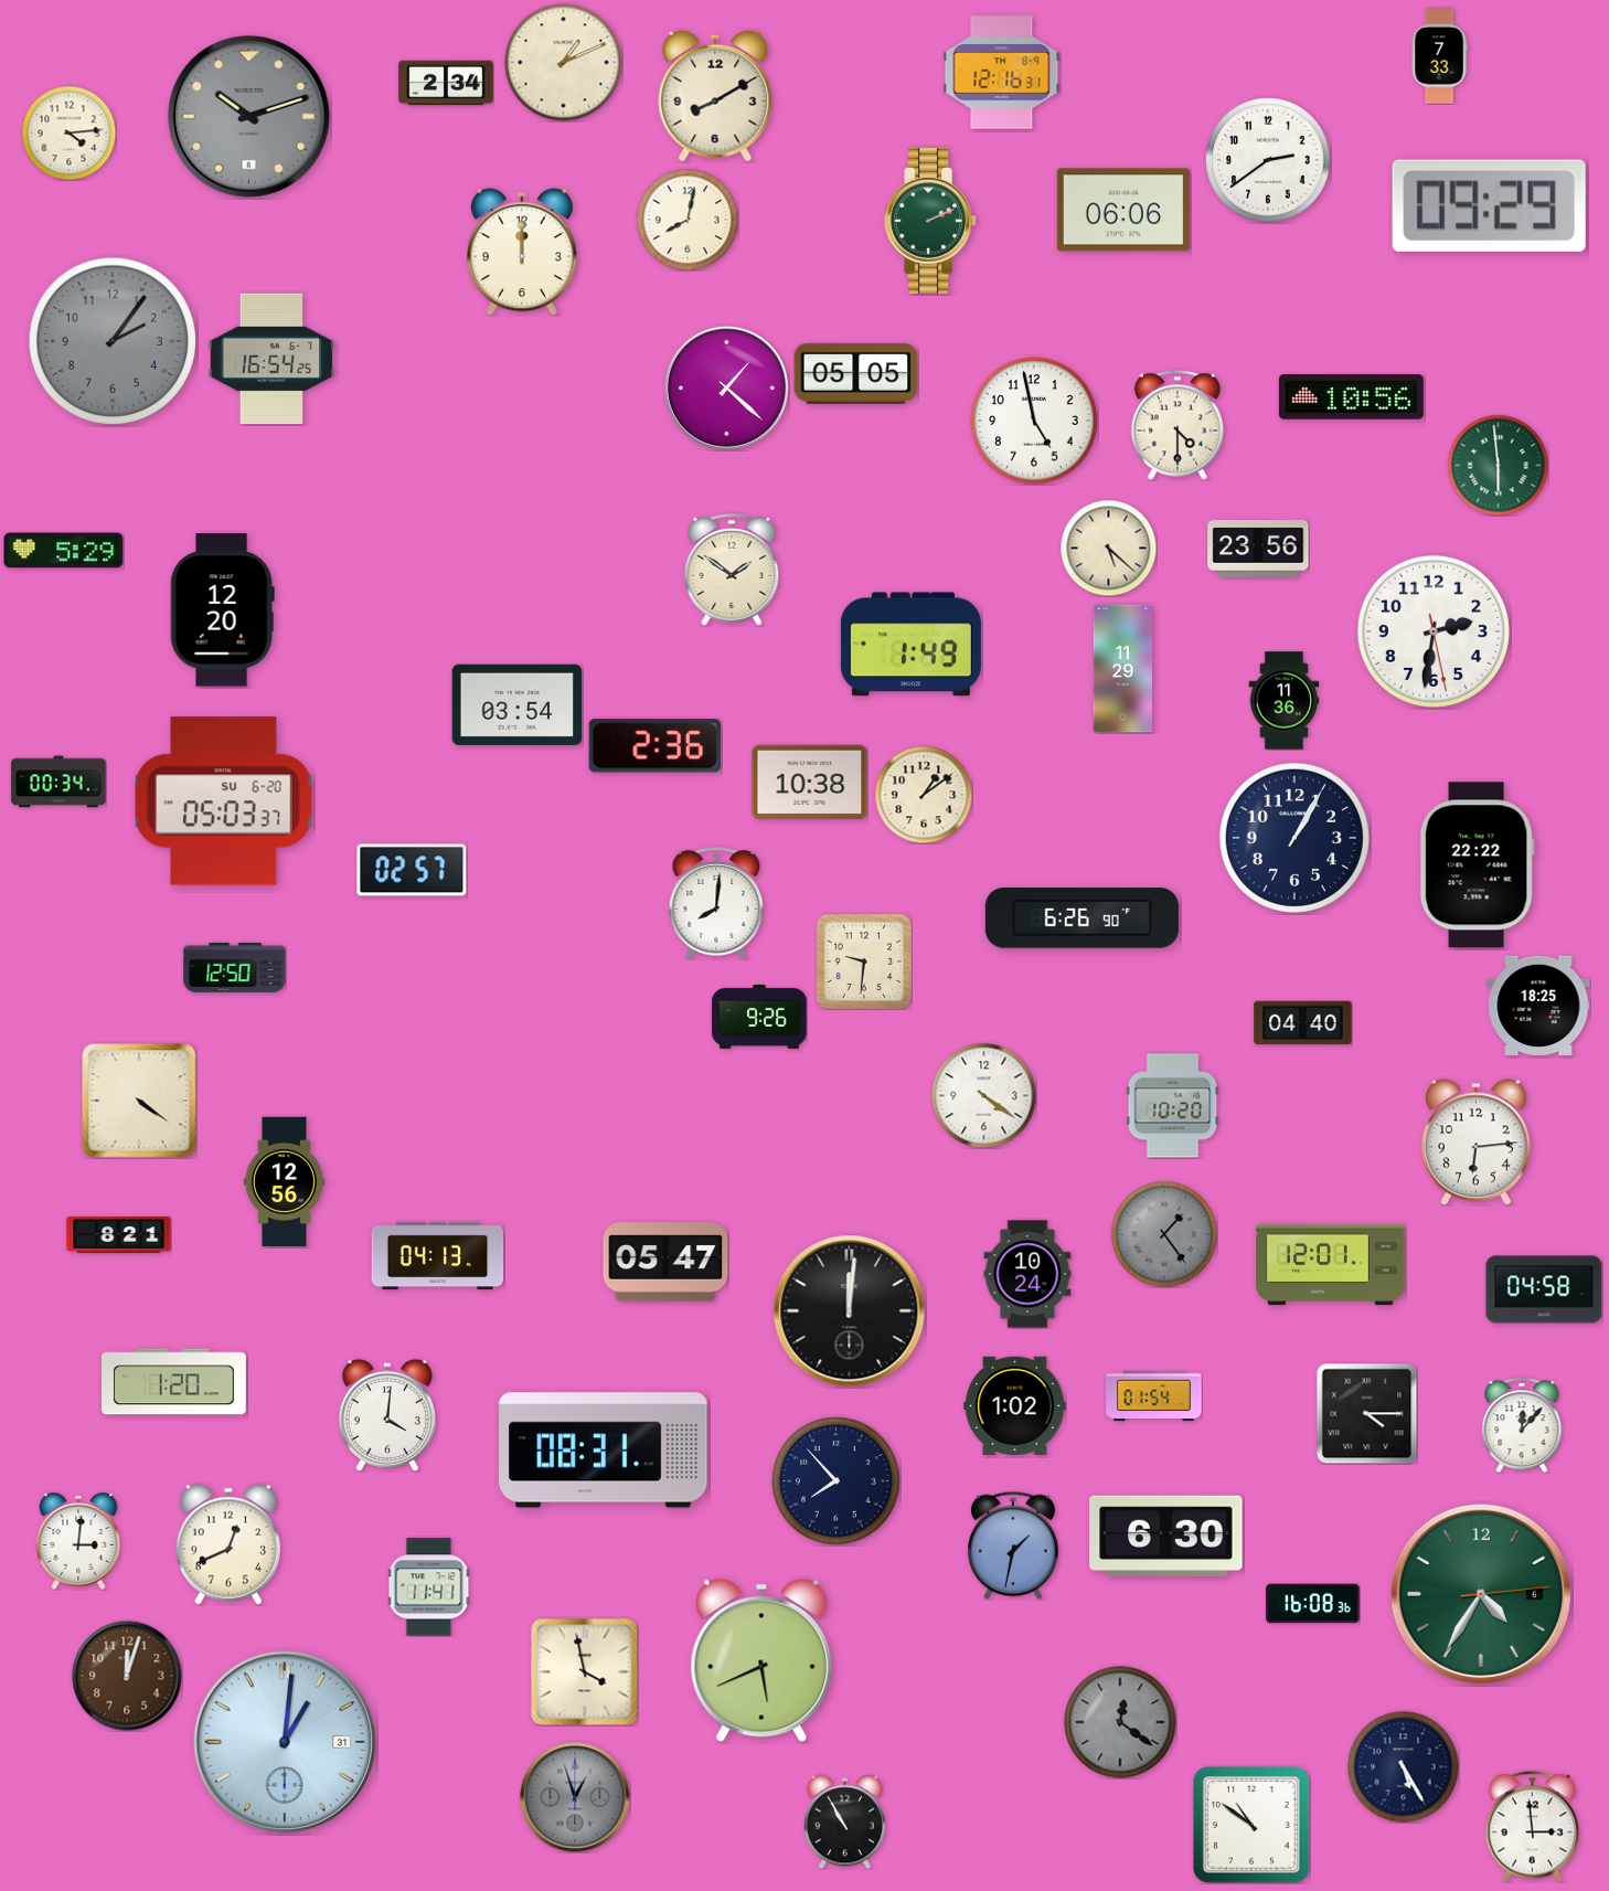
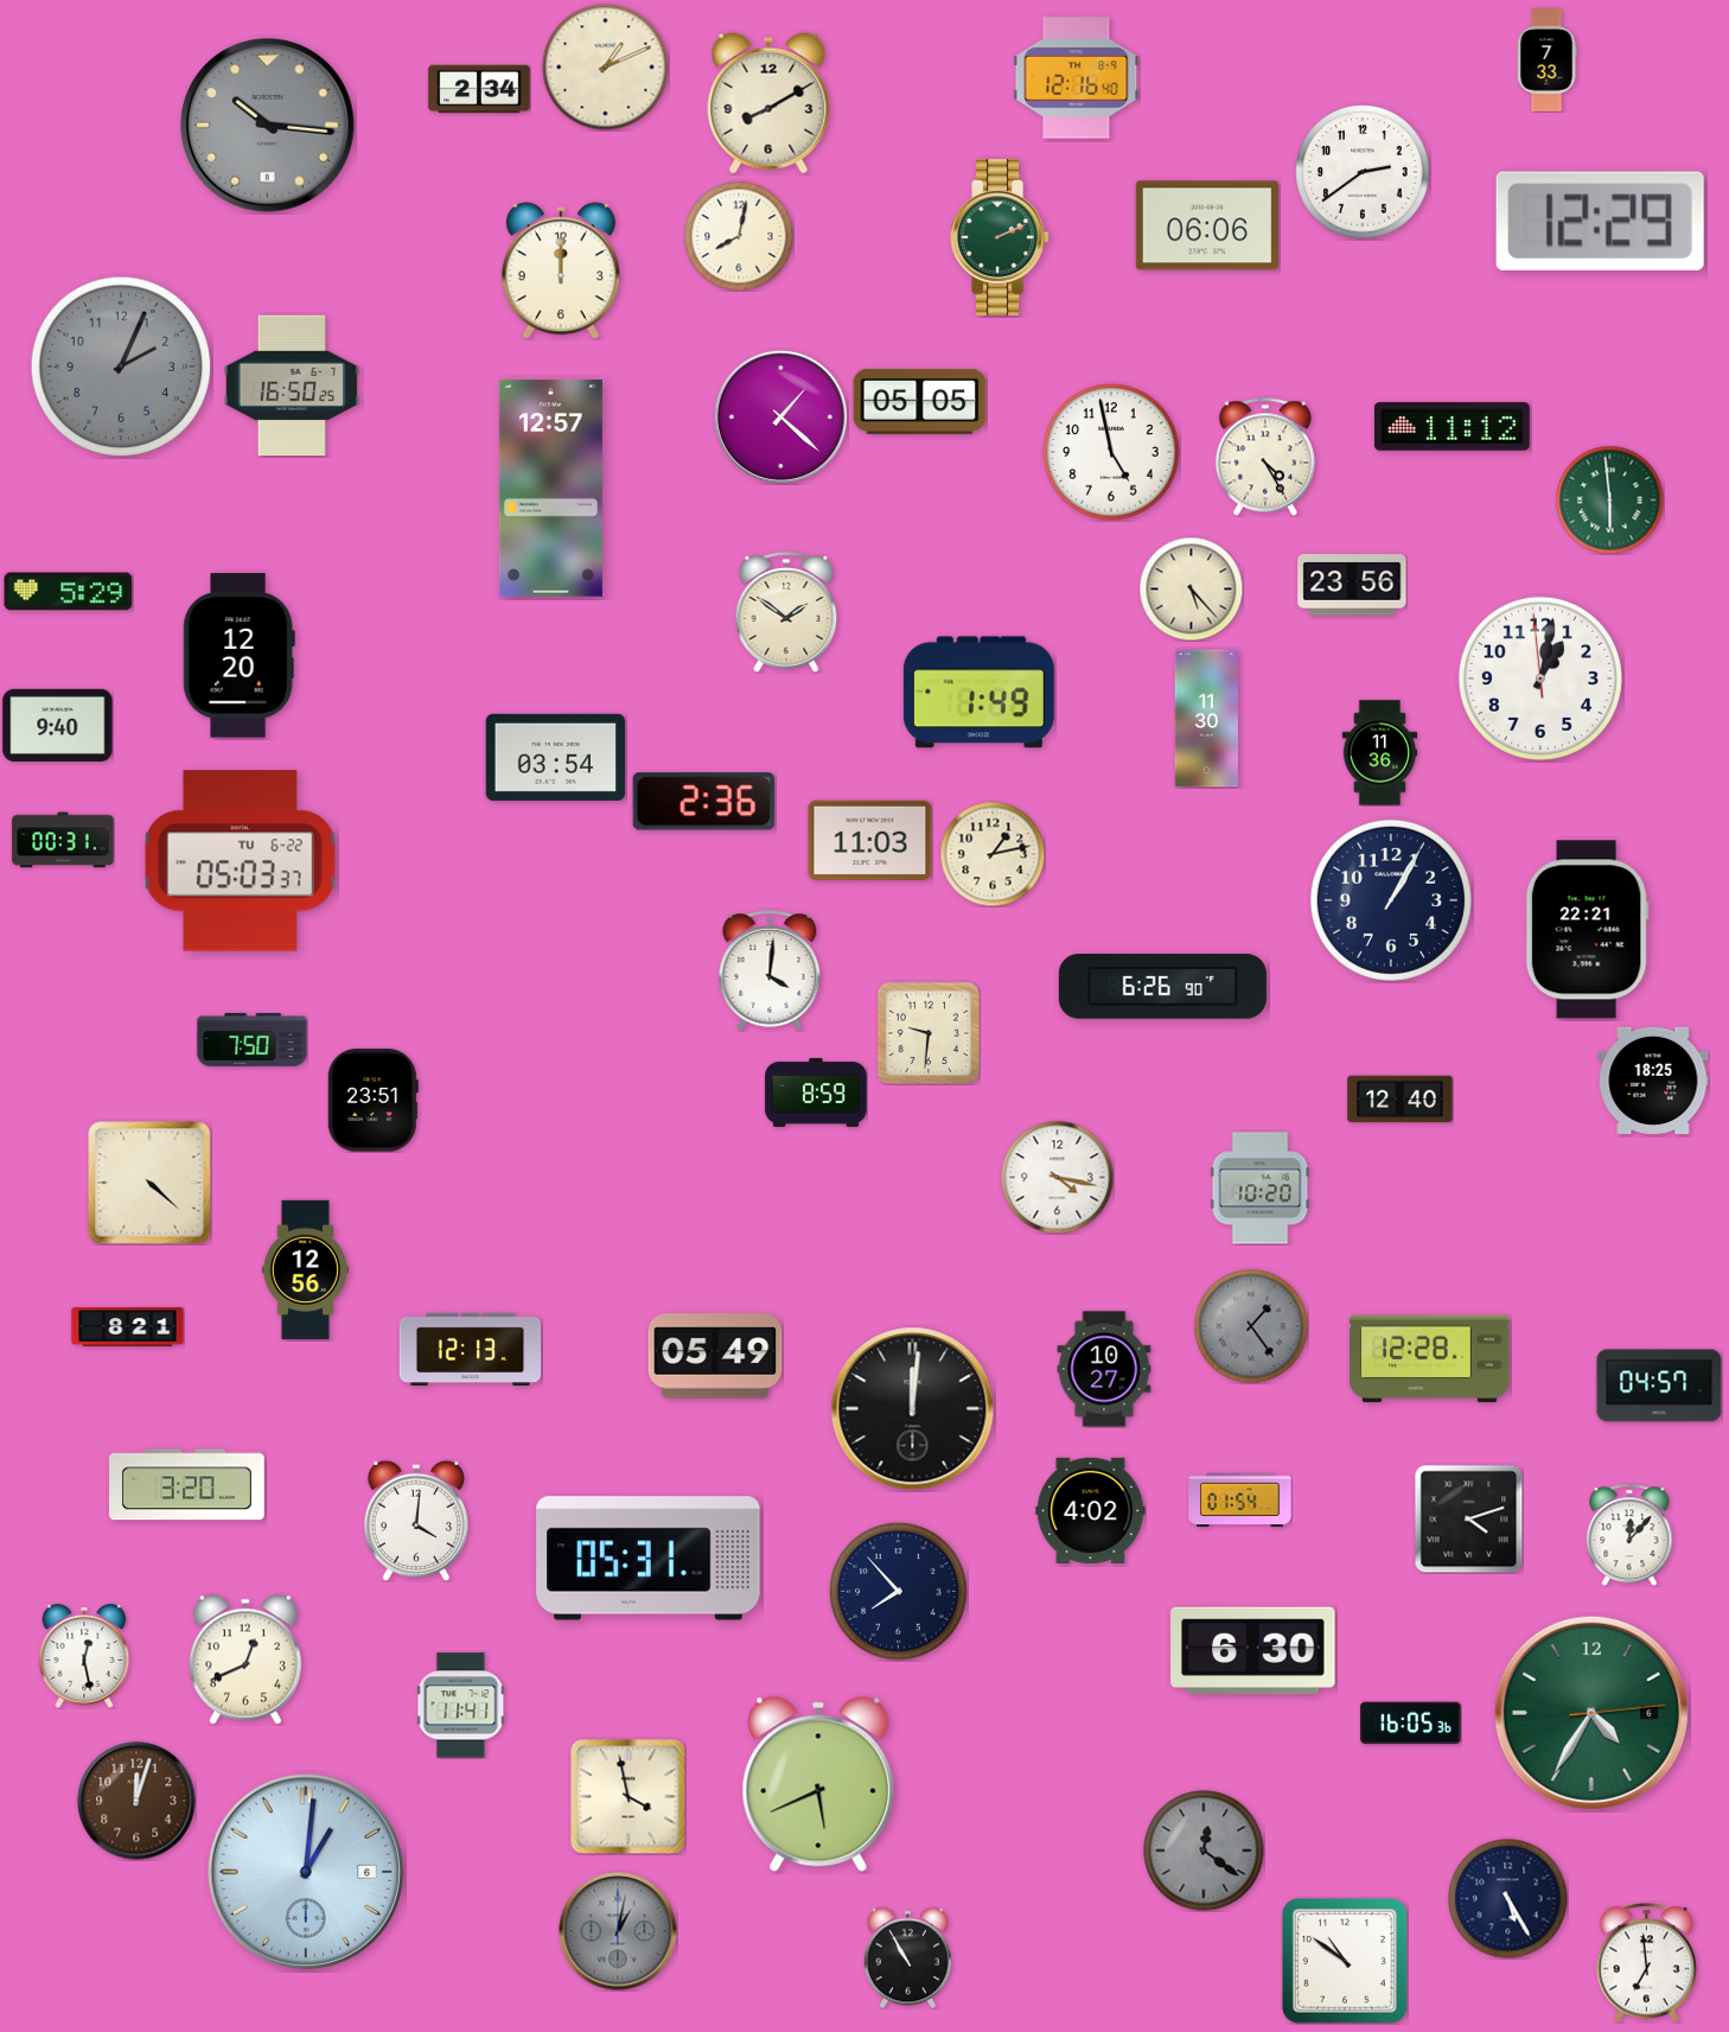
clock at (1002, 73): 12:16:31 -> 12:16:40
clock at (249, 117): 10:12 -> 10:16
clock at (68, 132): 4:14 -> none
clock at (1489, 205): 09:29 -> 12:29
clock at (113, 341): 2:06 -> 2:04
clock at (271, 359): 16:54 -> 16:50
clock at (1351, 397): 10:56 -> 11:12
clock at (1178, 425): 4:30 -> 4:25
clock at (550, 488): none -> 12:57
clock at (1108, 548): 5:22 -> 5:23
clock at (1258, 550) position: (1258, 550) -> (1352, 586)
clock at (1434, 631): 2:31 -> 1:01
clock at (1122, 669): 11:29 -> 11:30
clock at (58, 725): none -> 9:40
clock at (58, 782): 00:34 -> 00:31
clock at (810, 783): 10:38 -> 11:03
clock at (924, 795): 1:09 -> 1:13
clock at (223, 801) date: SU 6-20 -> TU 6-22
clock at (1477, 865): 22:22 -> 22:21
clock at (412, 870): 02:57 -> none
clock at (716, 904): 8:01 -> 4:01
clock at (235, 967): 12:50 -> 7:50
clock at (759, 1017): 9:26 -> 8:59
clock at (1303, 1023): 04:40 -> 12:40
clock at (372, 1101): none -> 23:51
clock at (983, 1095): 4:21 -> 4:17
clock at (139, 1101): 4:21 -> 4:22
clock at (1477, 1143): 6:14 -> none
clock at (438, 1256): 04:13 -> 12:13
clock at (665, 1262): 05:47 -> 05:49
clock at (1331, 1265): 12:01 -> 12:28
clock at (1027, 1274): 10:24 -> 10:27
clock at (1544, 1289): 04:58 -> 04:57
clock at (174, 1382): 1:20 -> 3:20
clock at (1015, 1405): 1:02 -> 4:02
clock at (1366, 1413): 4:15 -> 4:12
clock at (1522, 1425) position: (1522, 1425) -> (1629, 1535)
clock at (604, 1451): 08:31 -> 05:31
clock at (78, 1541): 3:01 -> 12:28
clock at (1013, 1545): 1:32 -> none
clock at (1313, 1604): 16:08 -> 16:05
clock at (285, 1742) date: 31 -> 6
clock at (575, 1797): 12:57 -> 1:02
clock at (1532, 1827): 2:59 -> 6:59
